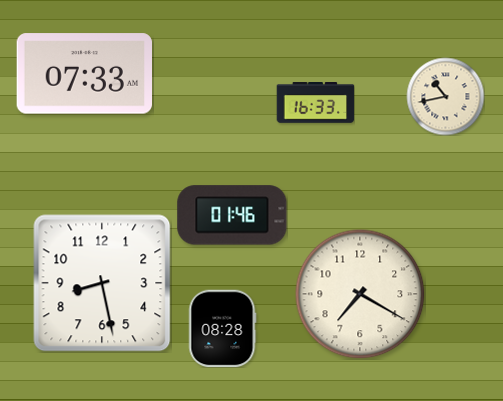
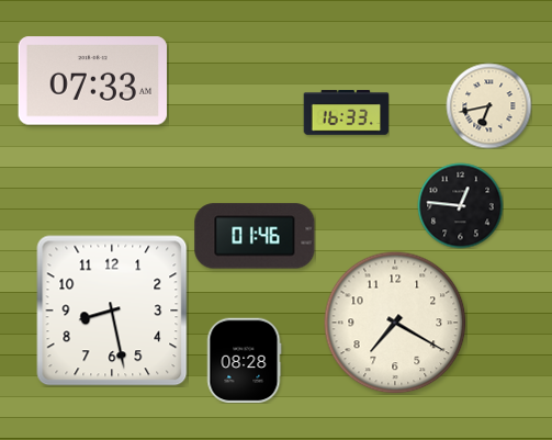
clock at (445, 96): 10:43 -> 6:43
clock at (460, 205): none -> 12:46
